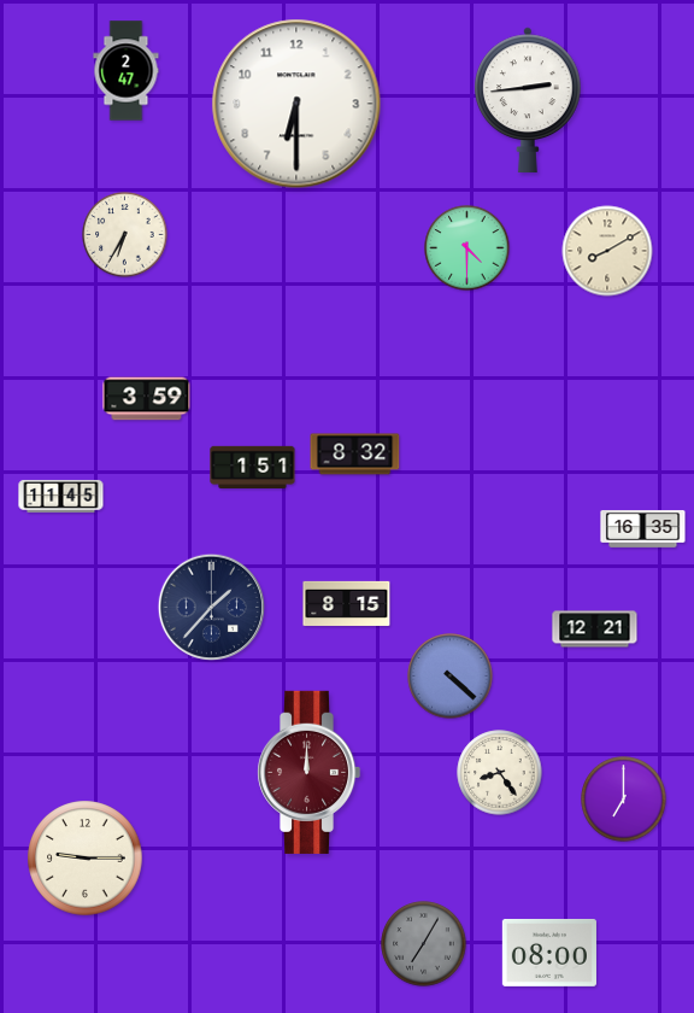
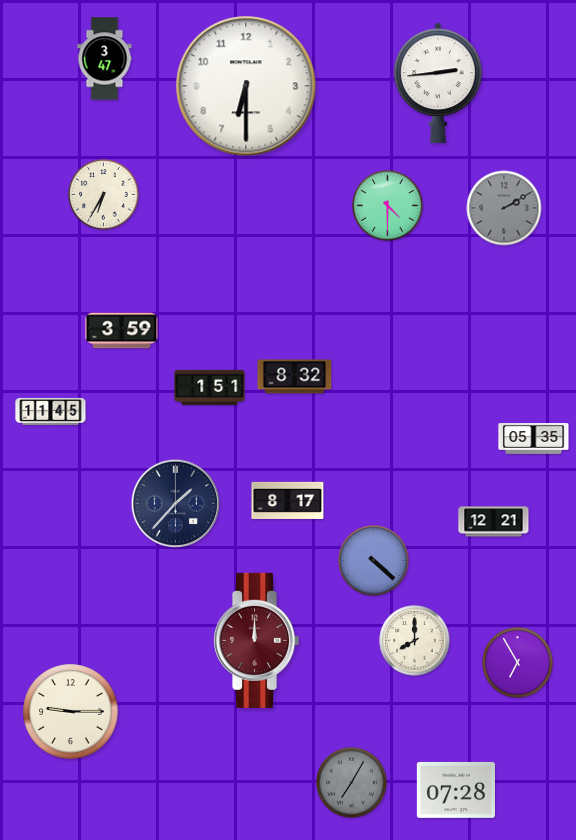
clock at (127, 71): 2:47 -> 3:47
clock at (607, 251): 8:10 -> 2:10
clock at (607, 251) dial: cream -> grey
clock at (643, 529): 16:35 -> 05:35
clock at (347, 603): 8:15 -> 8:17
clock at (500, 773): 8:24 -> 8:00
clock at (624, 800): 7:00 -> 6:55
clock at (549, 953): 08:00 -> 07:28
